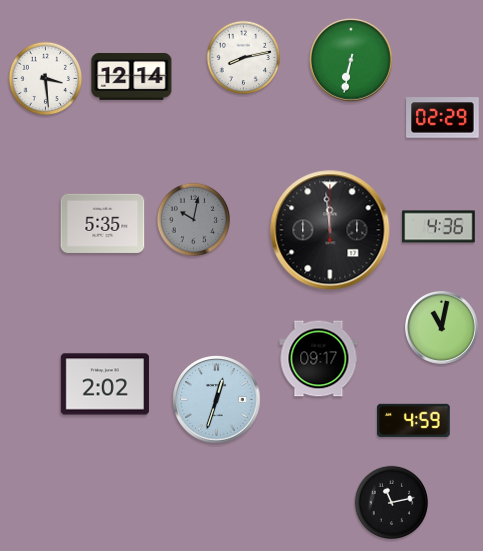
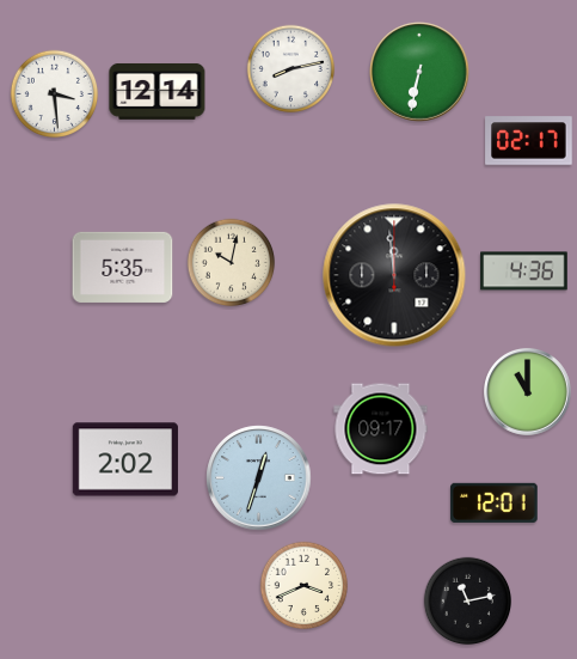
clock at (443, 118): 02:29 -> 02:17
clock at (194, 220) dial: grey -> cream
clock at (441, 327): 11:02 -> 11:00
clock at (414, 420): 4:59 -> 12:01
clock at (305, 586): none -> 3:41
